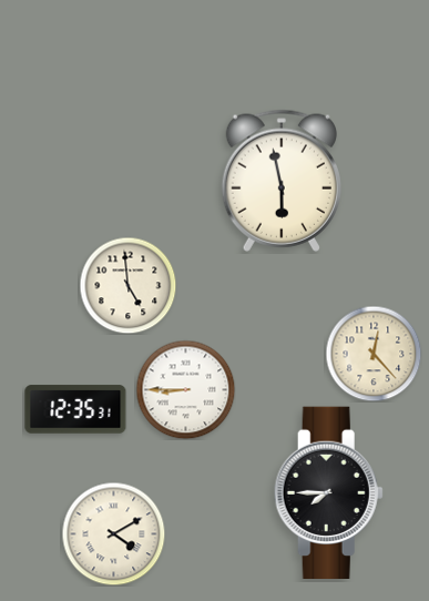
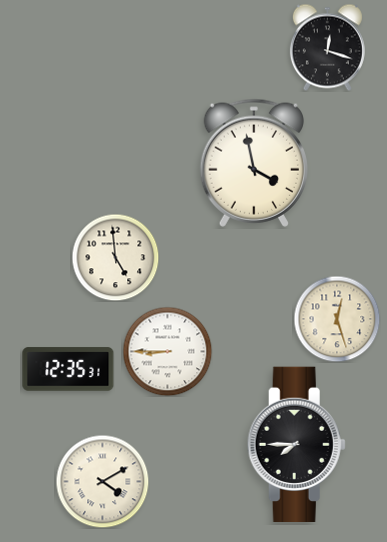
clock at (327, 47): none -> 12:18
clock at (282, 181): 5:58 -> 3:58
clock at (374, 354): 12:23 -> 12:27
